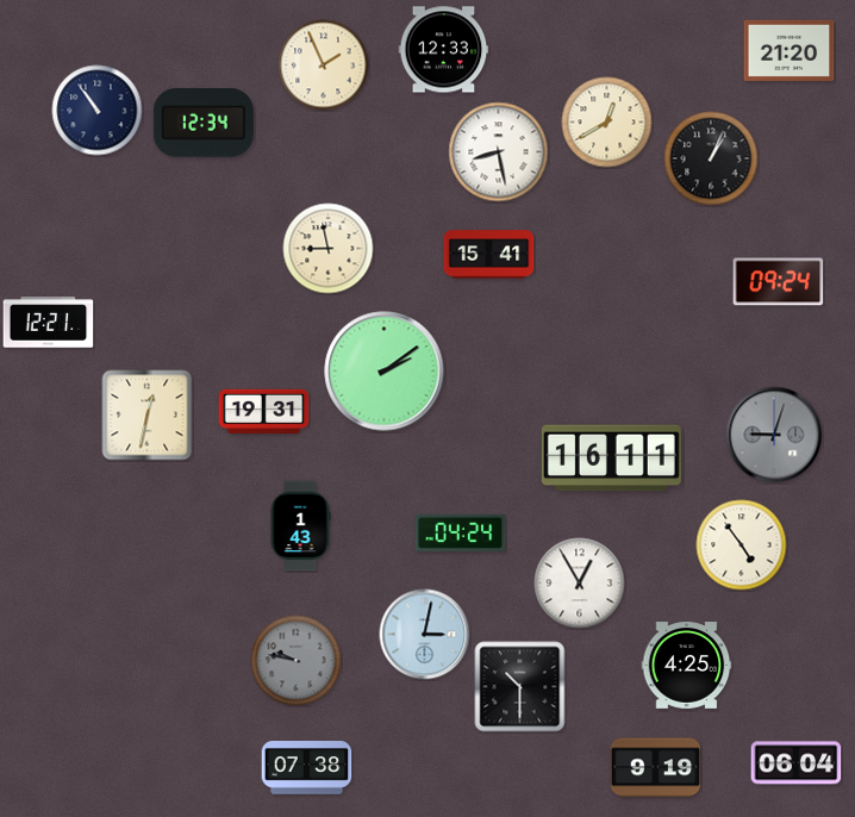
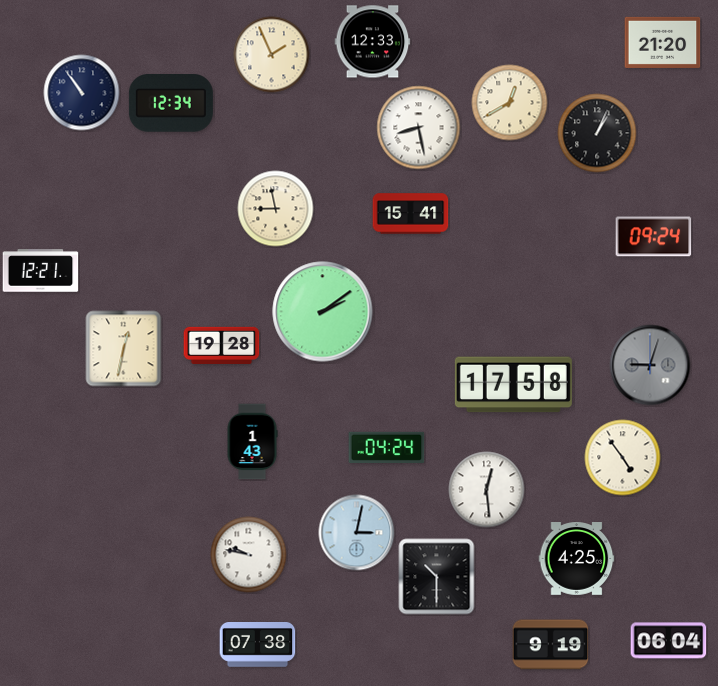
clock at (264, 411): 19:31 -> 19:28
clock at (611, 459): 16:11 -> 17:58
clock at (580, 584): 12:55 -> 12:29
clock at (297, 661) dial: grey -> white
